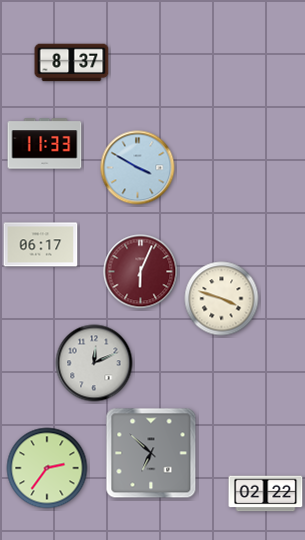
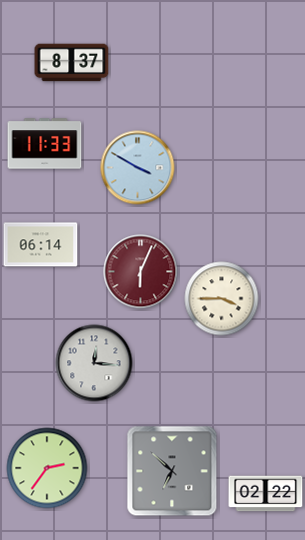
clock at (41, 245): 06:17 -> 06:14
clock at (222, 299): 3:48 -> 3:45
clock at (94, 363): 12:11 -> 12:16
clock at (151, 453) position: (151, 453) -> (172, 471)
